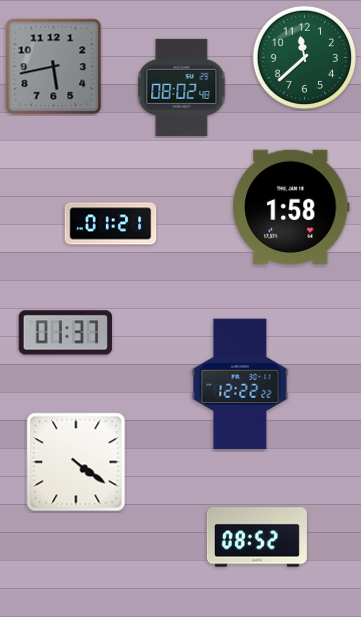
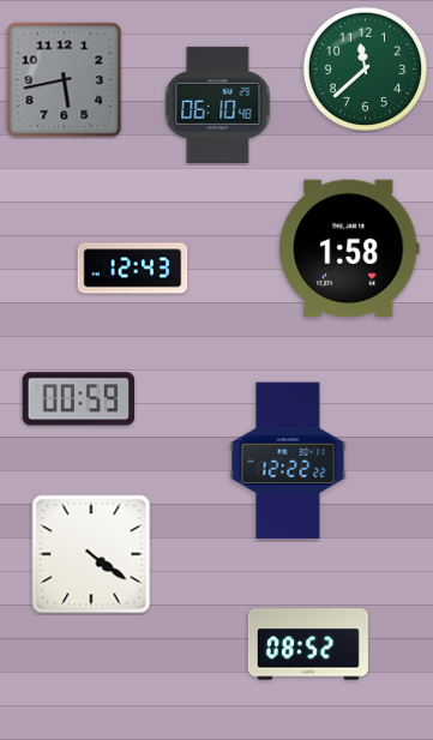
clock at (182, 87): 08:02 -> 06:10
clock at (111, 224): 01:21 -> 12:43
clock at (66, 333): 01:37 -> 00:59
